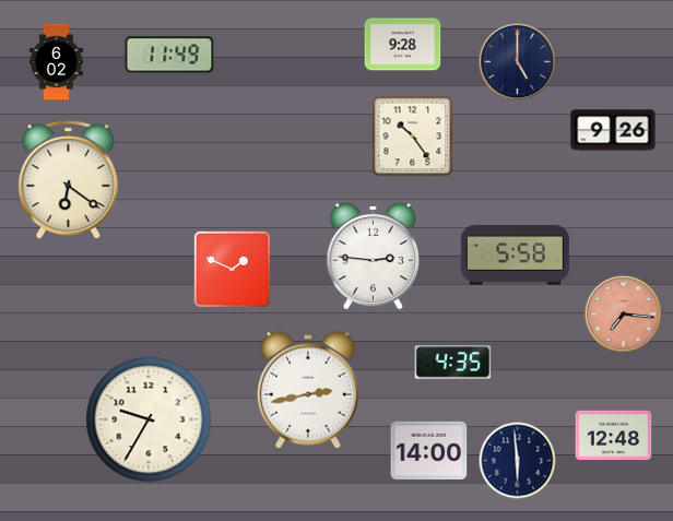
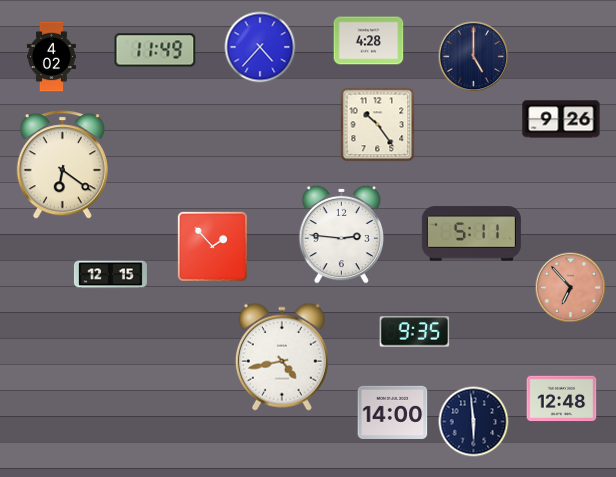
clock at (403, 45): 9:28 -> 4:28
clock at (260, 47): none -> 4:37
clock at (56, 62): 6:02 -> 4:02
clock at (515, 256): 5:58 -> 5:11
clock at (232, 269): 1:49 -> 1:53
clock at (110, 275): none -> 12:15
clock at (624, 315): 7:16 -> 6:53
clock at (453, 363): 4:35 -> 9:35
clock at (308, 390): 2:43 -> 4:43
clock at (149, 419): 9:35 -> none
